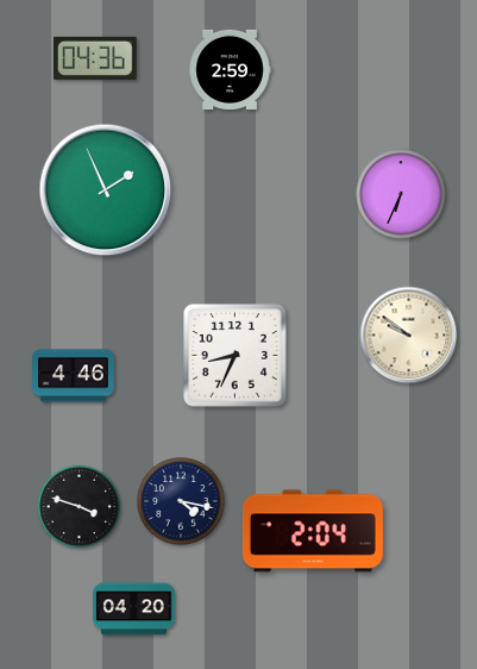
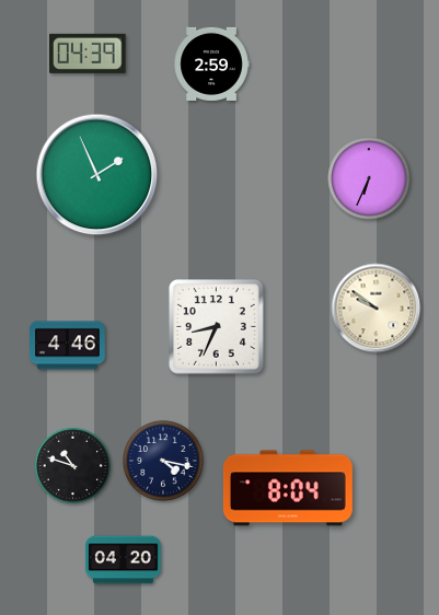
clock at (96, 58): 04:36 -> 04:39
clock at (181, 501) position: (181, 501) -> (163, 461)
clock at (79, 506): 3:48 -> 10:48
clock at (313, 531): 2:04 -> 8:04
